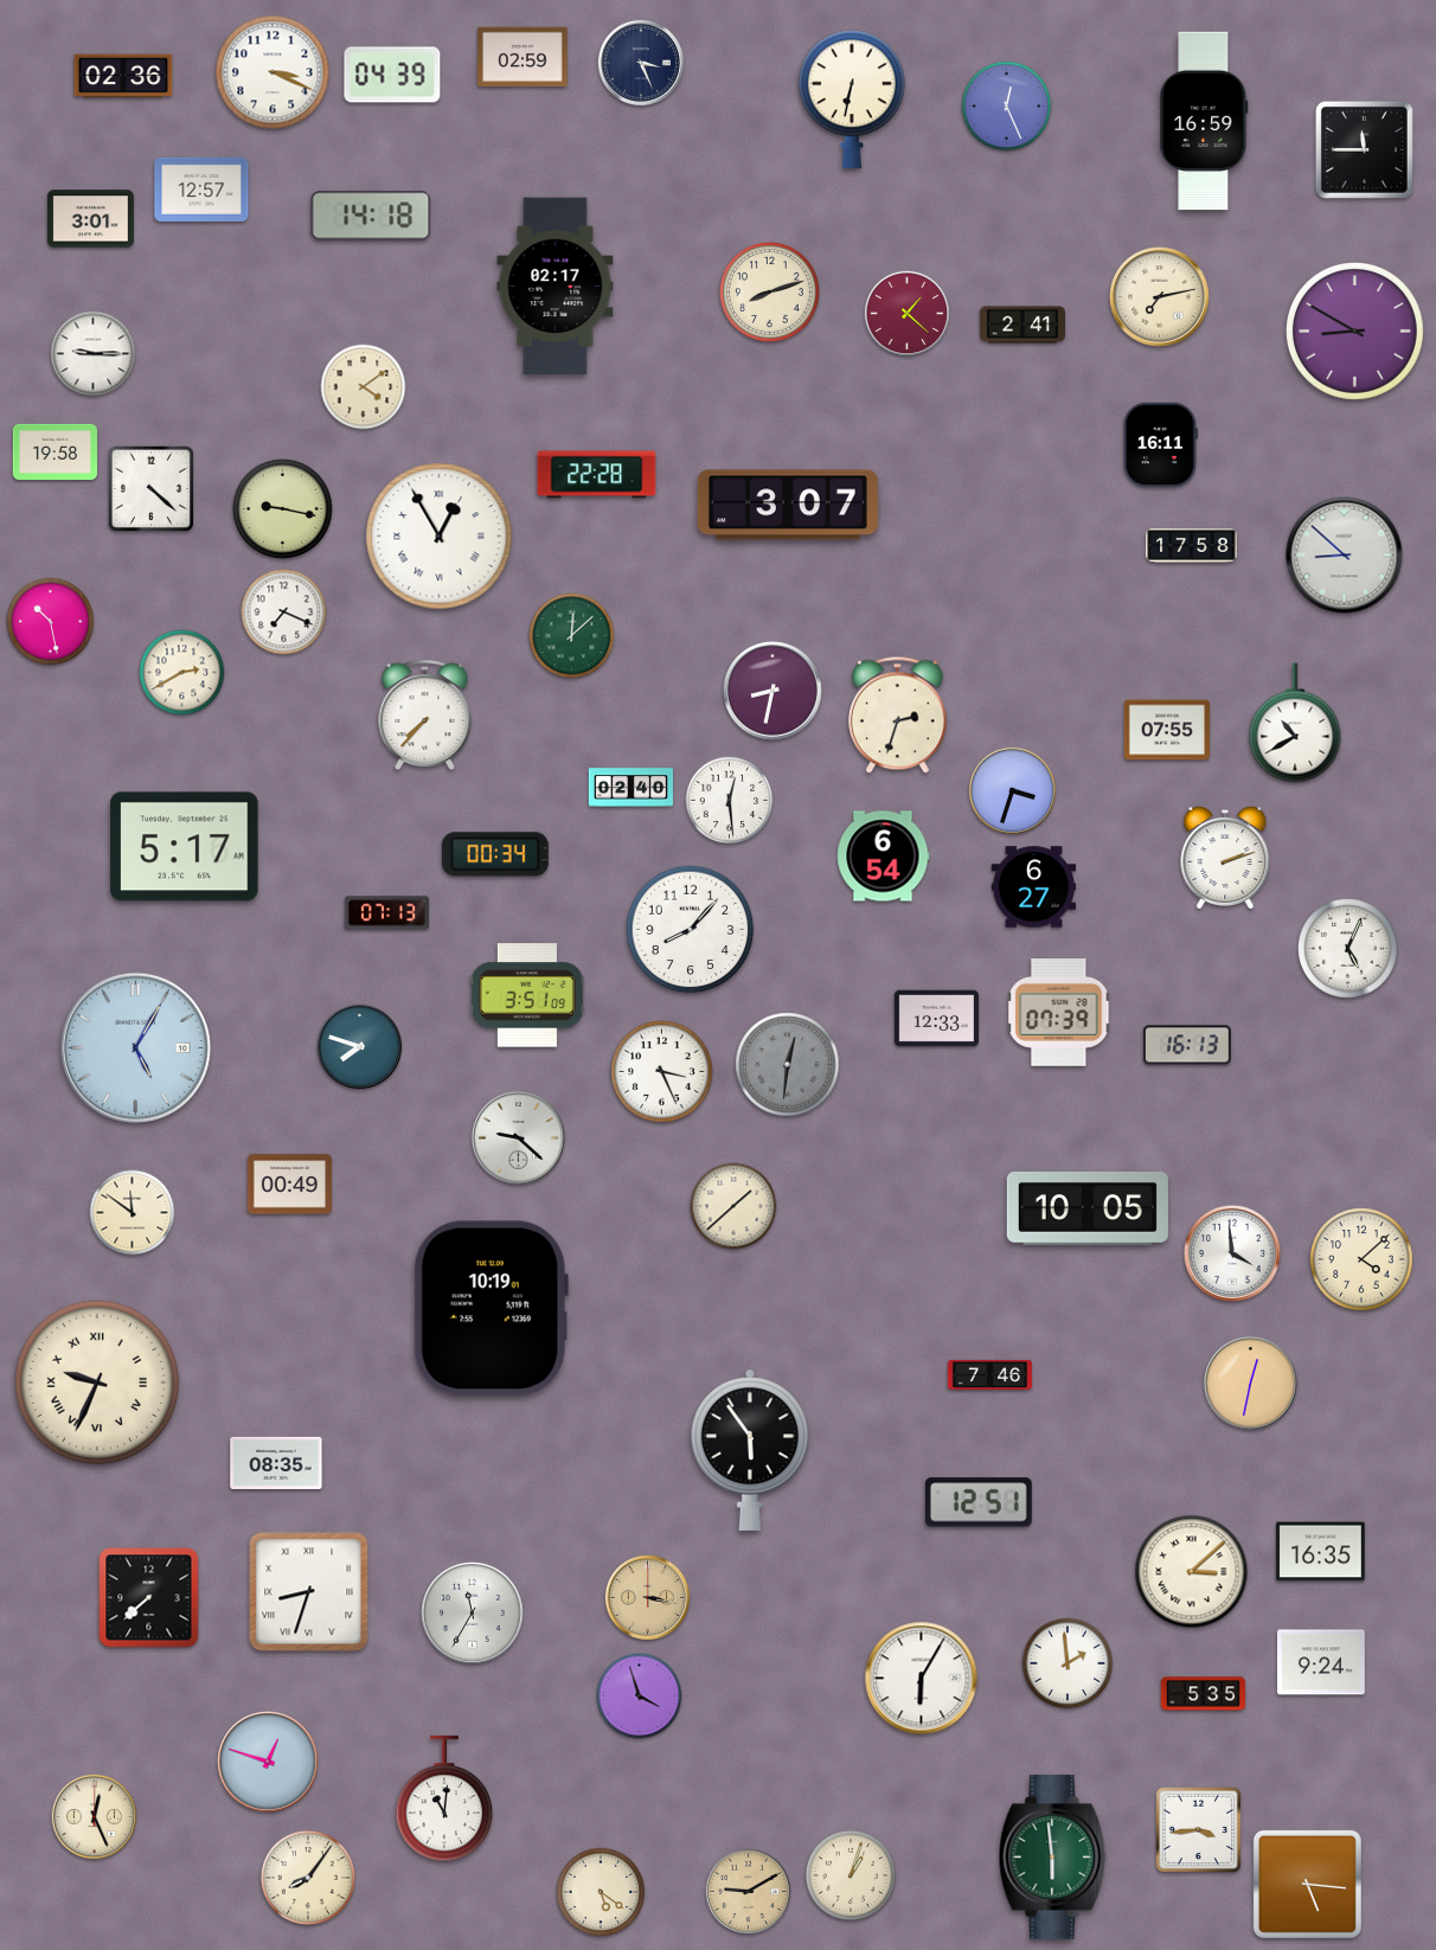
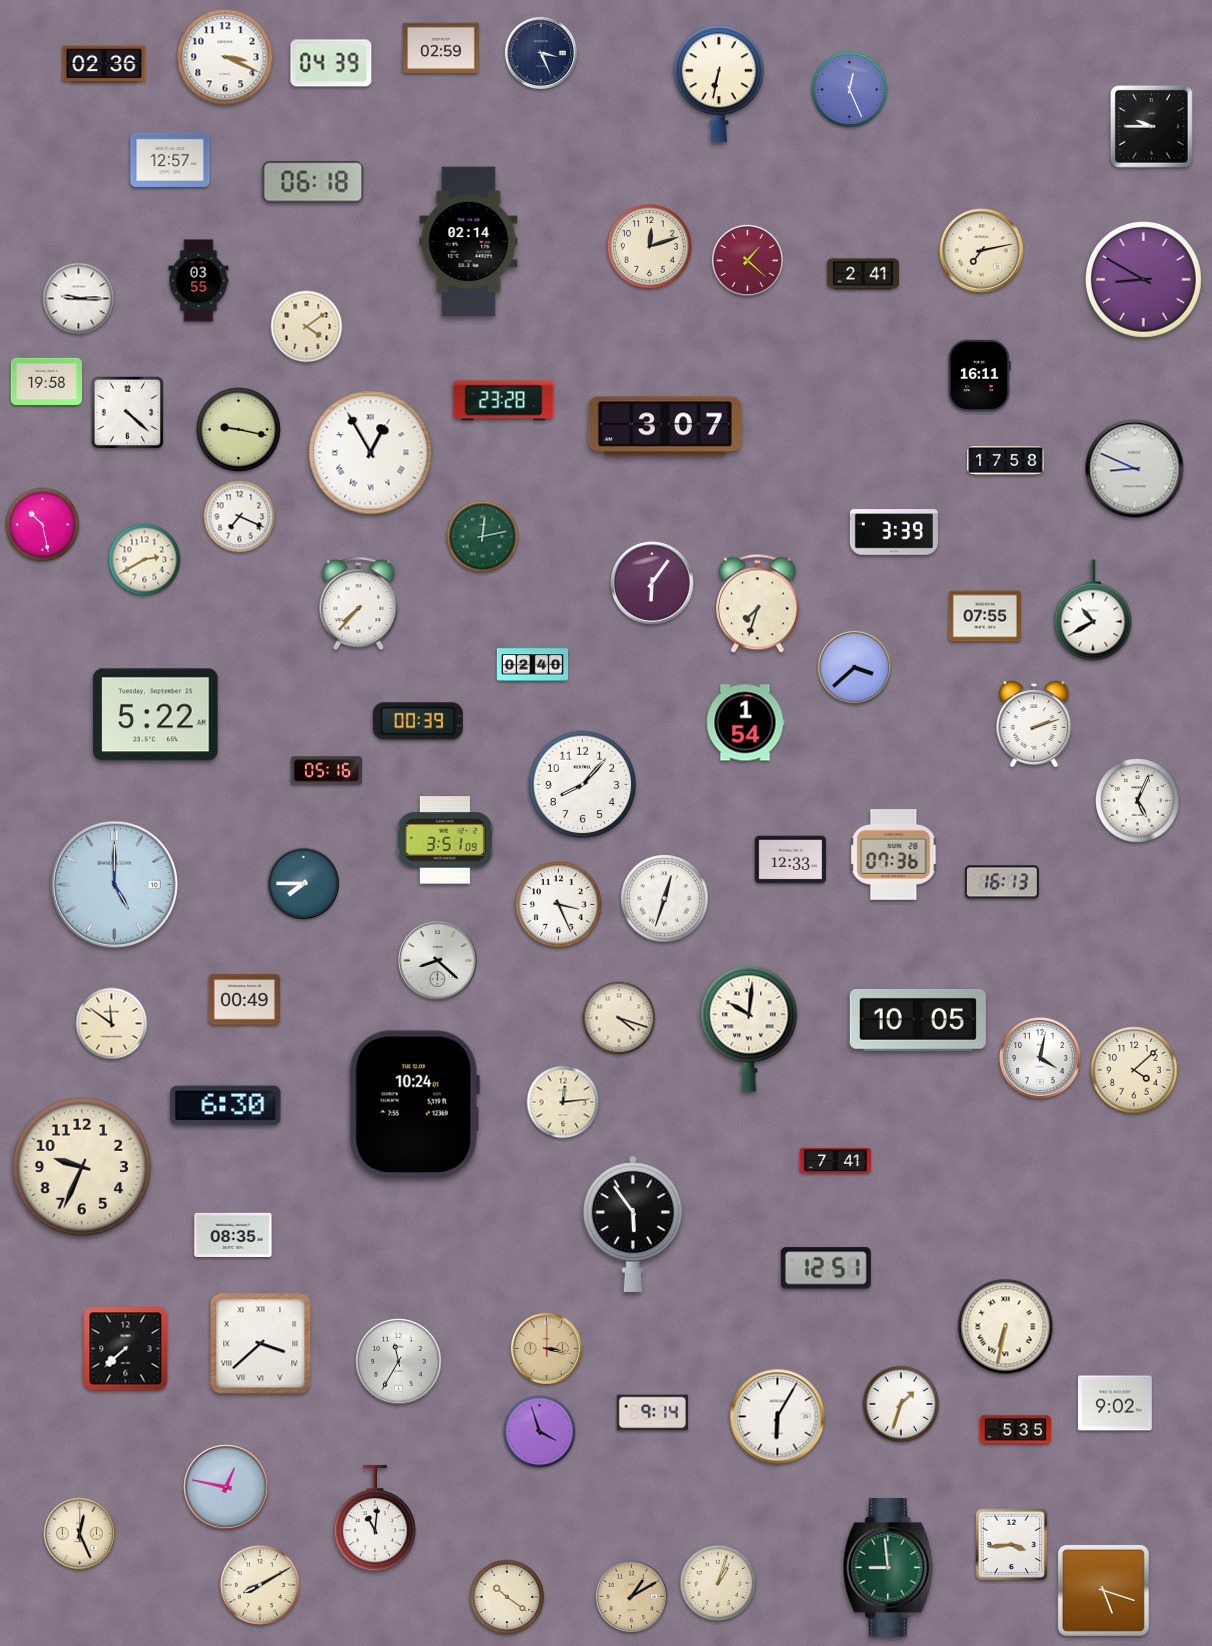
clock at (273, 72) position: (273, 72) -> (225, 57)
clock at (1204, 121): 16:59 -> none
clock at (1364, 149): 11:45 -> 9:45
clock at (371, 216): 14:18 -> 06:18
clock at (90, 219): 3:01 -> none
clock at (556, 287): 02:17 -> 02:14
clock at (770, 293): 8:12 -> 12:12
clock at (1160, 297) position: (1160, 297) -> (982, 251)
clock at (908, 314) position: (908, 314) -> (748, 261)
clock at (199, 281): none -> 03:55
clock at (597, 475): 22:28 -> 23:28
clock at (1345, 556): 8:52 -> 8:49
clock at (894, 532): none -> 3:39
clock at (572, 636): 12:08 -> 12:13
clock at (182, 673) position: (182, 673) -> (145, 560)
clock at (773, 691): 8:32 -> 6:06
clock at (898, 716): 2:33 -> 7:33
clock at (1012, 790): 3:33 -> 3:38
clock at (730, 801): 12:29 -> none
clock at (185, 847): 5:17 -> 5:22
clock at (495, 854): 00:34 -> 00:39
clock at (883, 857): 6:54 -> 1:54
clock at (1033, 887): 6:27 -> none
clock at (386, 913): 07:13 -> 05:16
clock at (1059, 1013): 07:39 -> 07:36
clock at (135, 1047): 5:05 -> 5:00
clock at (360, 1047): 7:48 -> 7:45
clock at (788, 1065): 12:31 -> 12:33
clock at (788, 1065) dial: grey -> white
clock at (518, 1137): 9:22 -> 8:22
clock at (733, 1206): 1:38 -> 4:18
clock at (749, 1029): none -> 10:01
clock at (1233, 1255): 3:59 -> 4:02
clock at (1361, 1259) position: (1361, 1259) -> (1134, 1070)
clock at (563, 1102): none -> 12:14
clock at (491, 1309): 10:19 -> 10:24
clock at (226, 1106): none -> 6:30
clock at (991, 1374): 7:46 -> 7:41
clock at (97, 1383) numerals: Roman -> Arabic
clock at (1250, 1383): 12:32 -> none
clock at (1321, 1552): 16:35 -> none
clock at (1192, 1572): 3:08 -> 6:32
clock at (309, 1592): 8:33 -> 3:38
clock at (1321, 1662): 9:24 -> 9:02
clock at (1068, 1663): 1:59 -> 1:33
clock at (652, 1413): none -> 9:14
clock at (268, 1762): 12:48 -> 12:47
clock at (1053, 1856): 5:59 -> 8:59
clock at (308, 1878): 8:06 -> 8:10
clock at (1307, 1884): 5:16 -> 5:18
clock at (601, 1892): 5:21 -> 10:21
clock at (749, 1892): 9:10 -> 1:10
